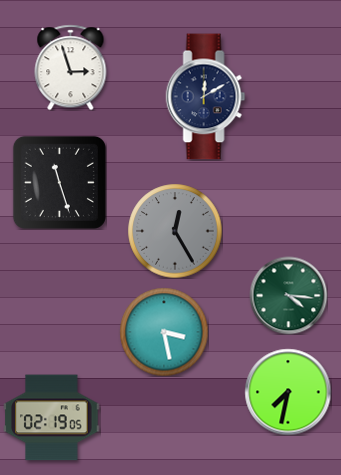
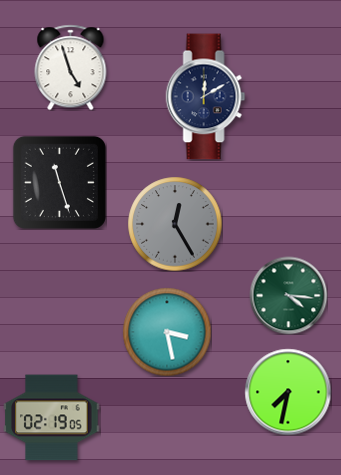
clock at (71, 67): 2:57 -> 4:57
clock at (175, 231) position: (175, 231) -> (175, 224)
clock at (164, 332) position: (164, 332) -> (167, 332)
